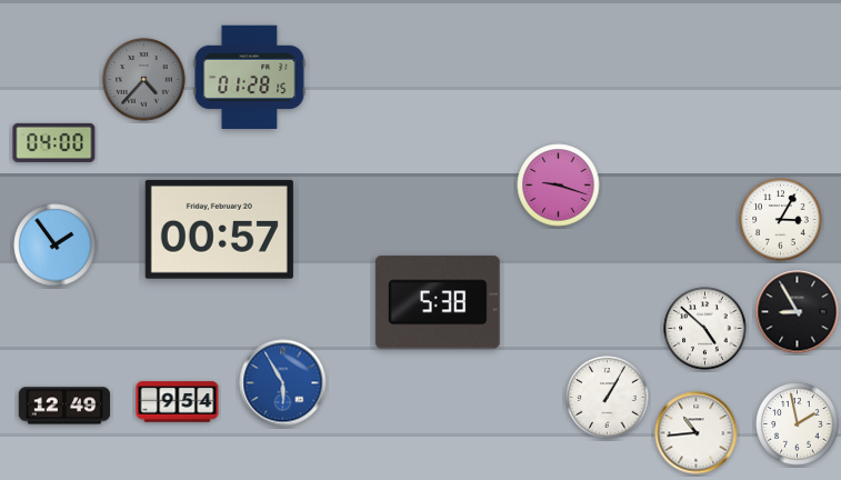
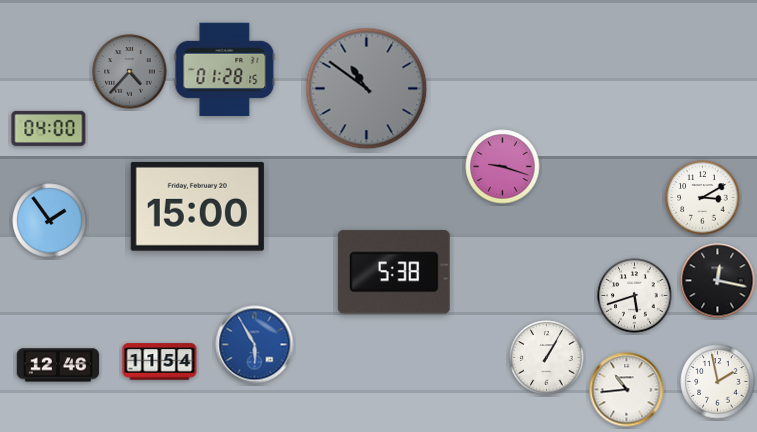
clock at (367, 89): none -> 10:51
clock at (781, 220): 3:05 -> 3:10
clock at (219, 229): 00:57 -> 15:00
clock at (798, 312): 8:55 -> 12:17
clock at (705, 329): 4:52 -> 5:42
clock at (178, 402): 9:54 -> 11:54
clock at (64, 406): 12:49 -> 12:46
